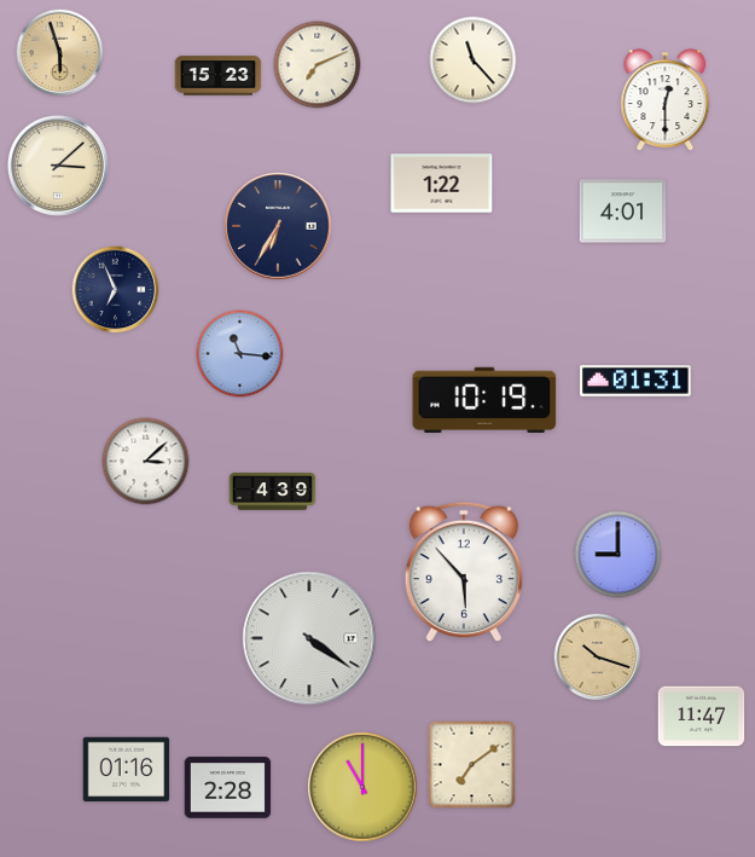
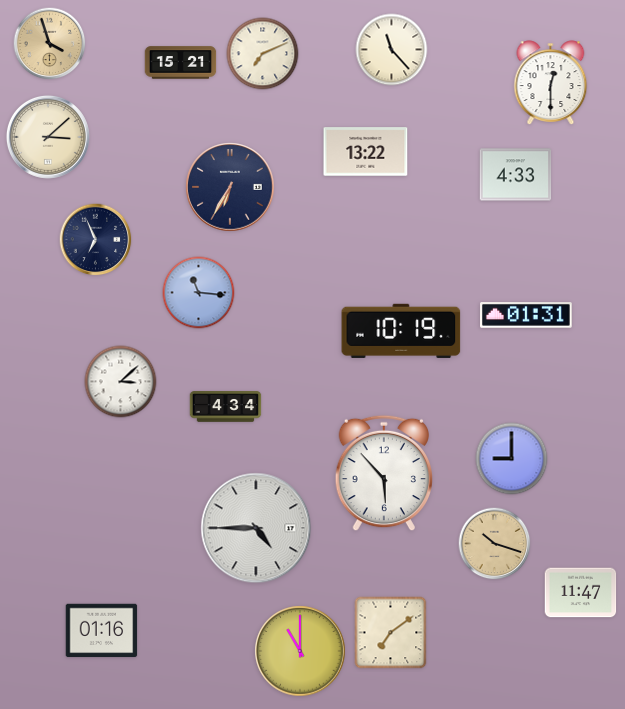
clock at (60, 53): 5:57 -> 3:57
clock at (219, 76): 15:23 -> 15:21
clock at (442, 184): 1:22 -> 13:22
clock at (623, 212): 4:01 -> 4:33
clock at (273, 492): 4:39 -> 4:34
clock at (309, 638): 4:21 -> 4:45
clock at (127, 770) position: (127, 770) -> (102, 631)
clock at (228, 788): 2:28 -> none
